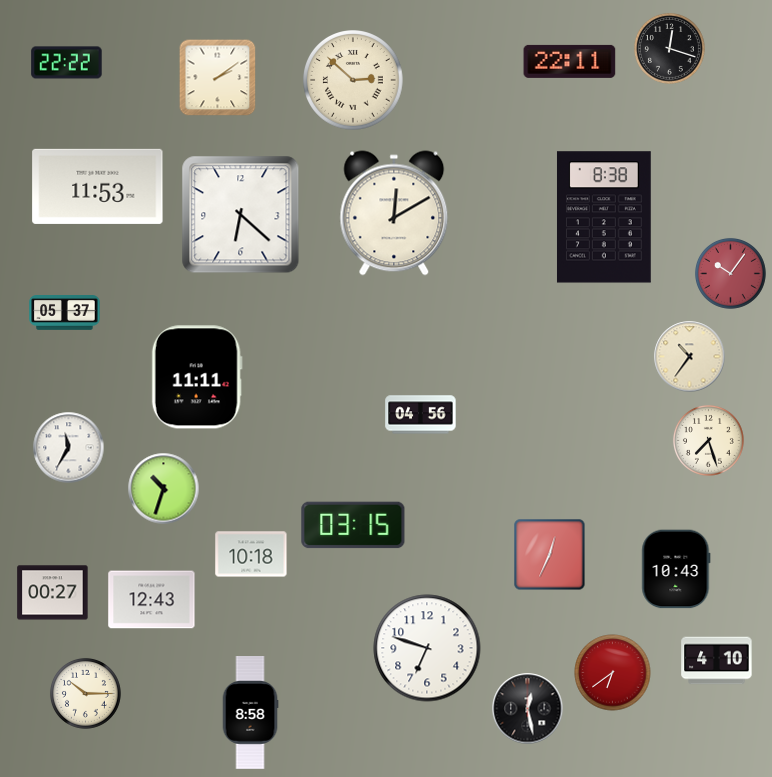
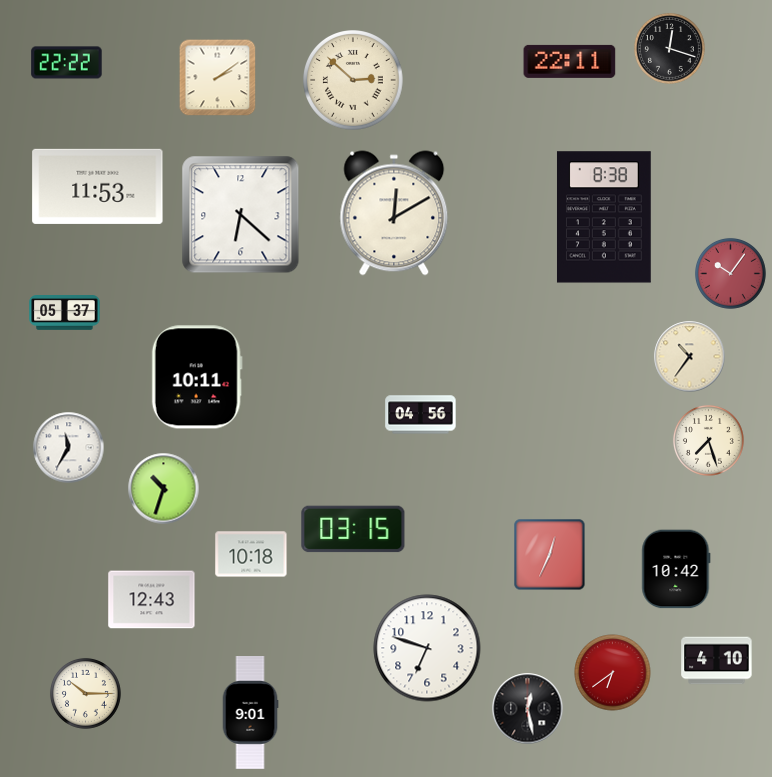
clock at (197, 377): 11:11 -> 10:11
clock at (353, 525) position: (353, 525) -> (353, 529)
clock at (676, 569): 10:43 -> 10:42
clock at (53, 593): 00:27 -> none
clock at (250, 713): 8:58 -> 9:01
